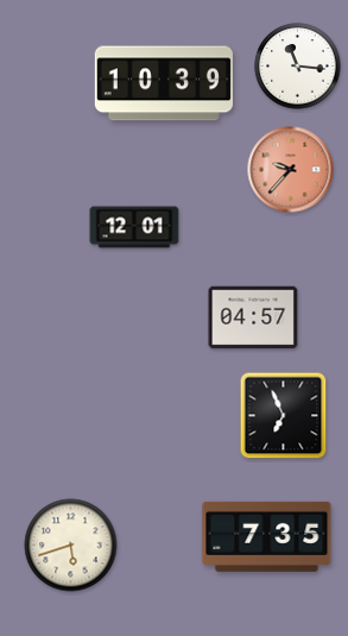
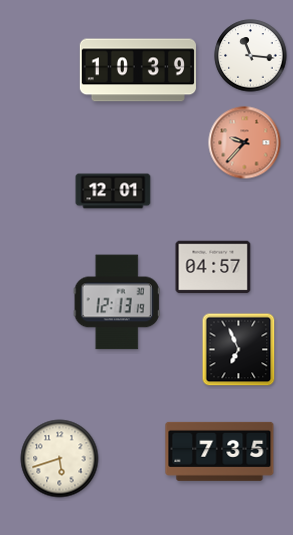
clock at (117, 302): none -> 12:13
clock at (267, 536) position: (267, 536) -> (220, 451)
